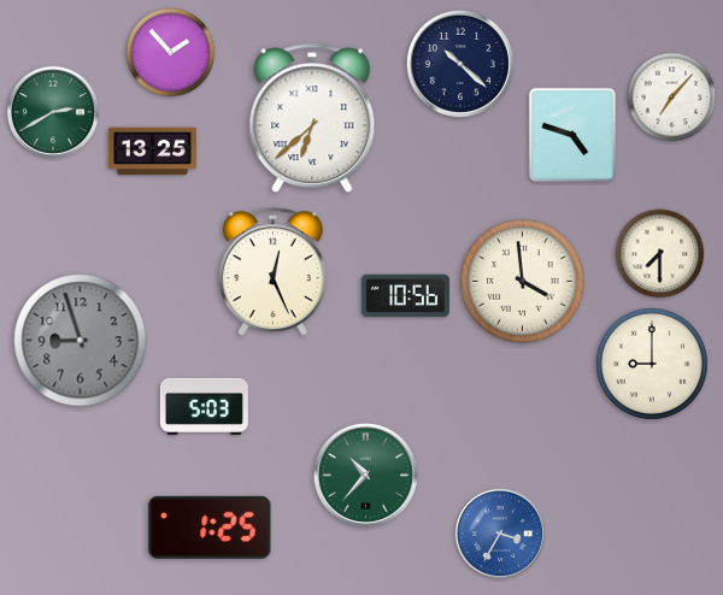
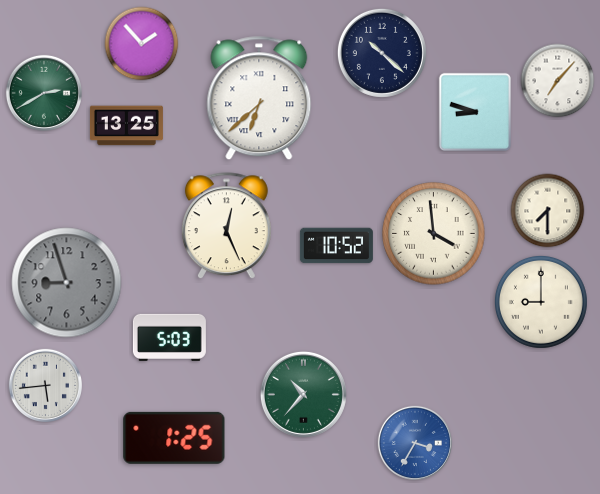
clock at (571, 134): 4:48 -> 8:48
clock at (405, 296): 10:56 -> 10:52
clock at (45, 385): none -> 5:44
